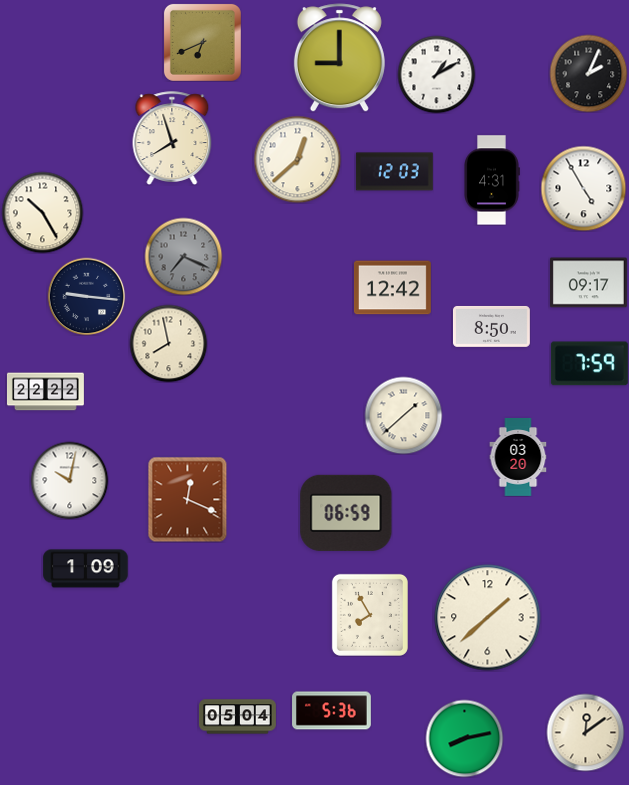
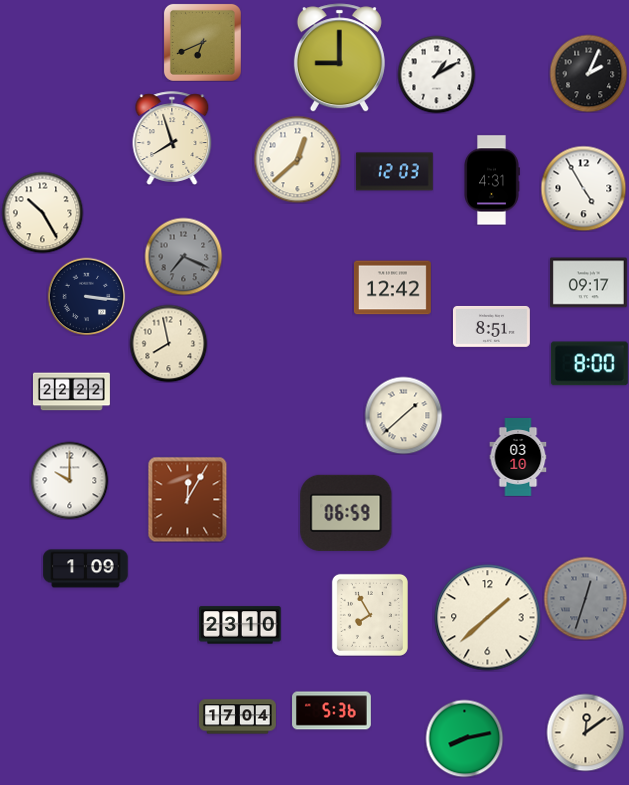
clock at (86, 296): 9:16 -> 3:16
clock at (491, 326): 8:50 -> 8:51
clock at (589, 364): 7:59 -> 8:00
clock at (45, 392) position: (45, 392) -> (71, 392)
clock at (518, 458): 03:20 -> 03:10
clock at (69, 480): 10:02 -> 10:00
clock at (188, 499): 12:19 -> 12:05
clock at (585, 598): none -> 12:33
clock at (240, 625): none -> 23:10
clock at (237, 717): 05:04 -> 17:04
